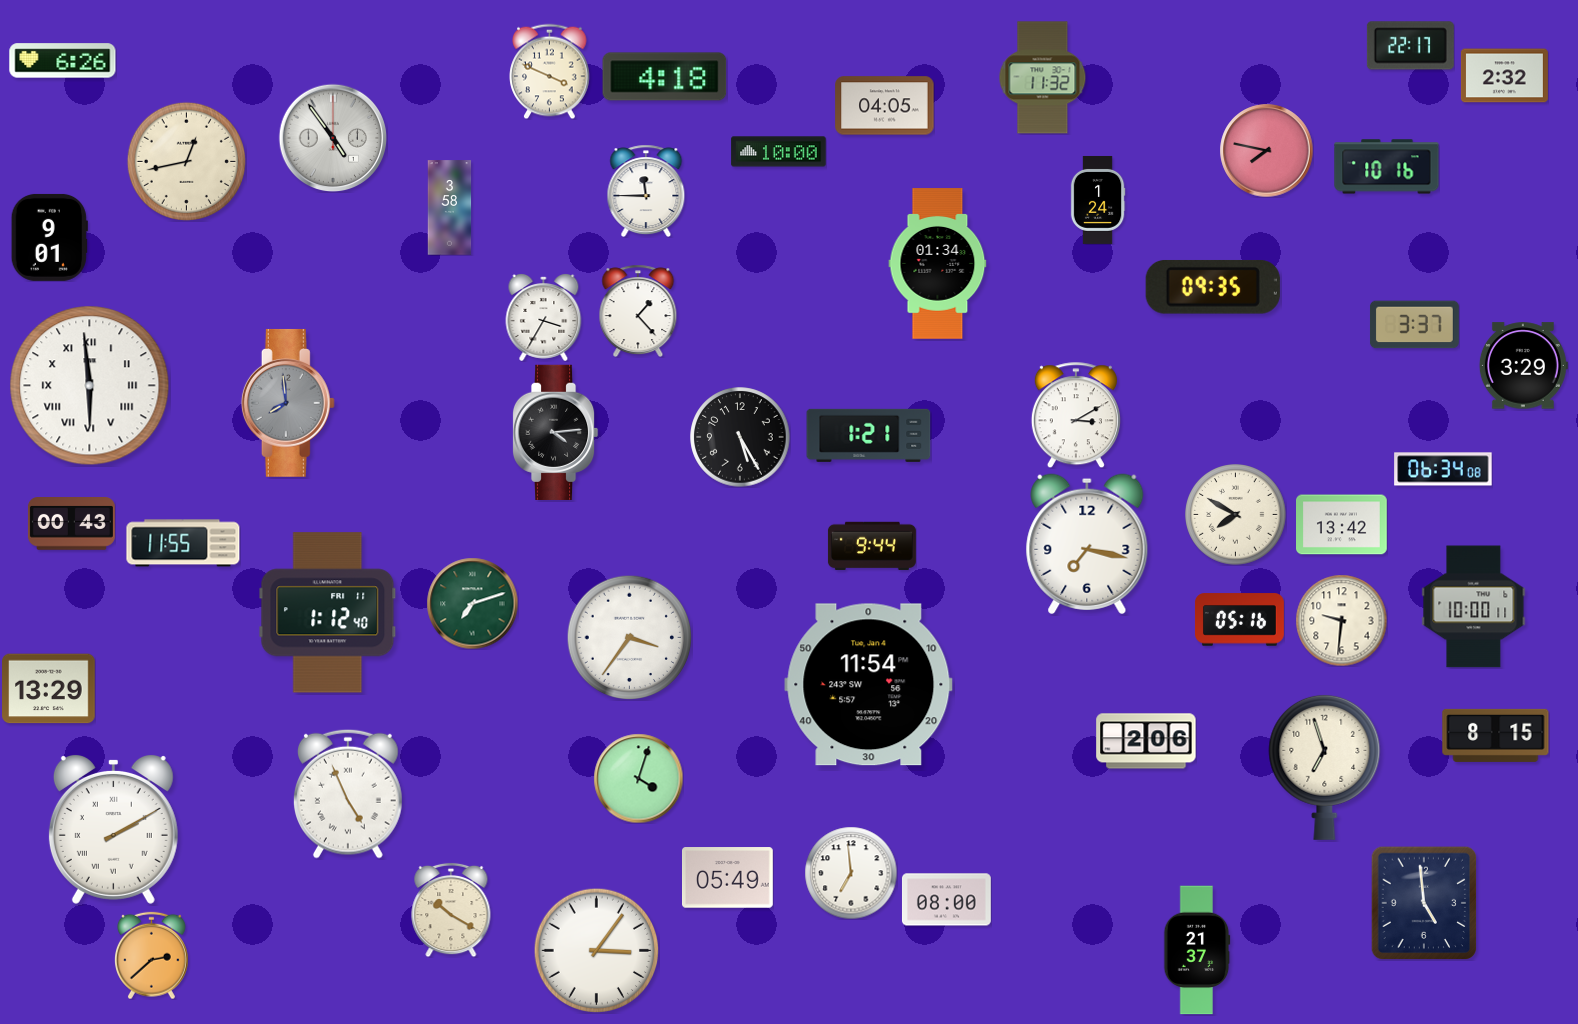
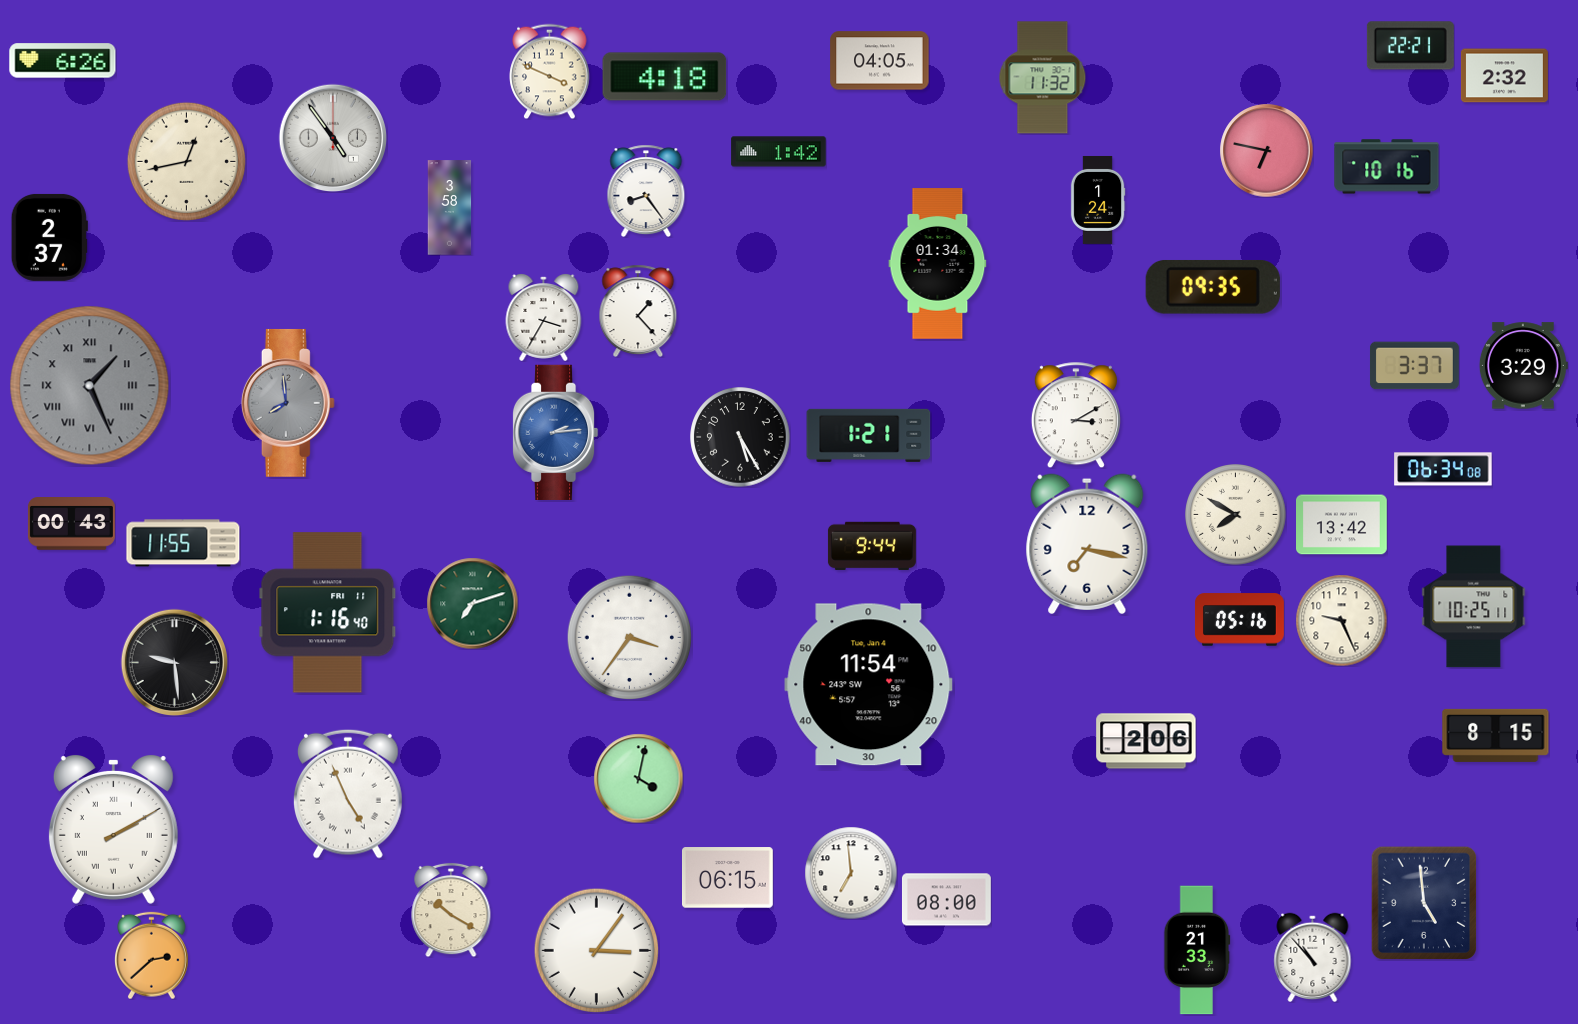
clock at (1410, 46): 22:17 -> 22:21
clock at (885, 106) position: (885, 106) -> (880, 61)
clock at (1266, 150): 7:47 -> 6:47
clock at (779, 152): 10:00 -> 1:42
clock at (646, 191): 11:45 -> 8:24
clock at (49, 237): 9:01 -> 2:37
clock at (1414, 325) position: (1414, 325) -> (1414, 366)
clock at (90, 386): 5:59 -> 1:26
clock at (90, 386) dial: white -> grey
clock at (555, 432): 4:14 -> 2:14
clock at (555, 432) dial: black -> blue
clock at (1474, 607): 10:00 -> 10:25
clock at (328, 613): 1:12 -> 1:16
clock at (1341, 620): 9:31 -> 9:26
clock at (174, 662): none -> 9:29
clock at (49, 689): 13:29 -> none
clock at (1325, 767): 6:57 -> none
clock at (638, 778): 4:03 -> 4:02
clock at (728, 878): 05:49 -> 06:15
clock at (1197, 950): 21:37 -> 21:33
clock at (1313, 957): none -> 10:53
